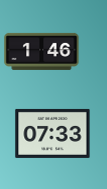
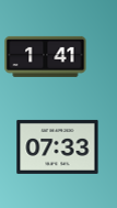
clock at (42, 51): 1:46 -> 1:41
